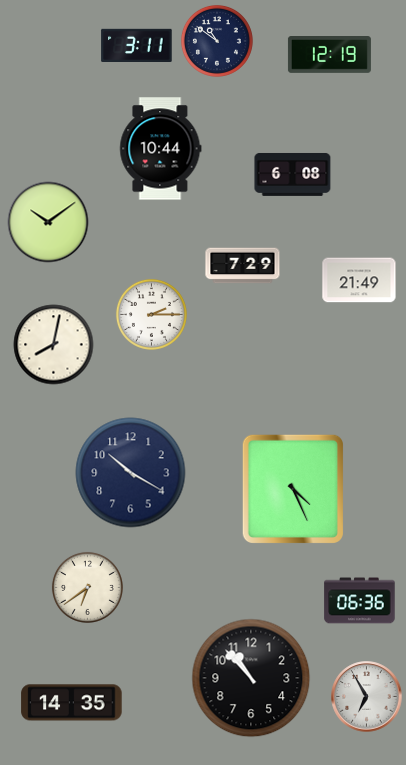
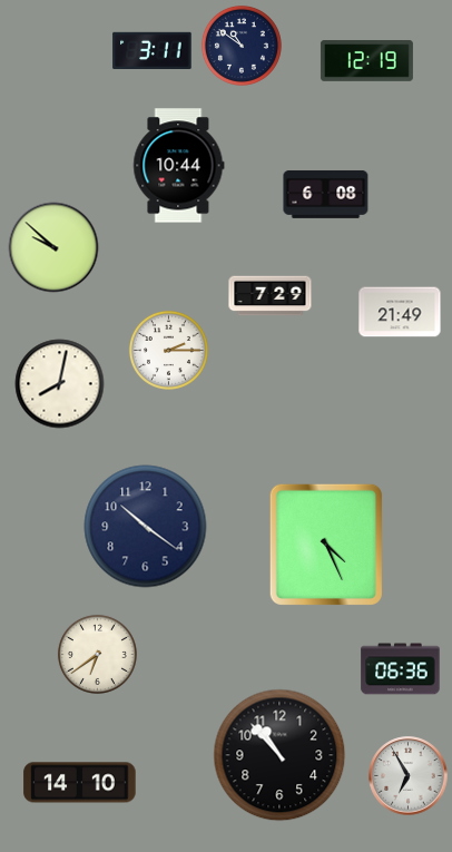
clock at (48, 222): 10:09 -> 9:52
clock at (131, 473): 10:20 -> 10:21
clock at (72, 703): 14:35 -> 14:10
